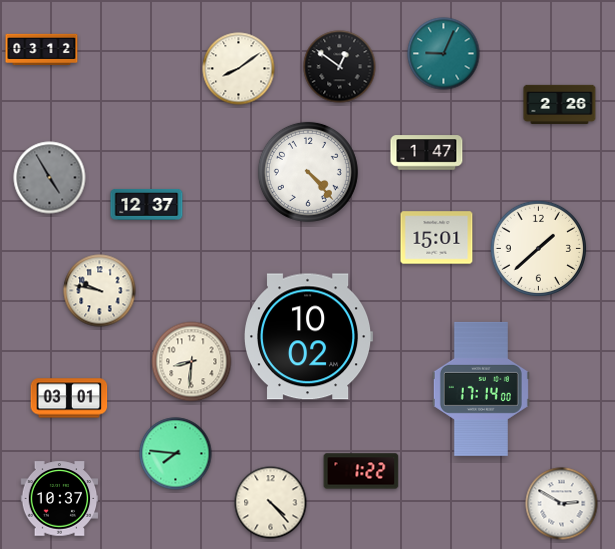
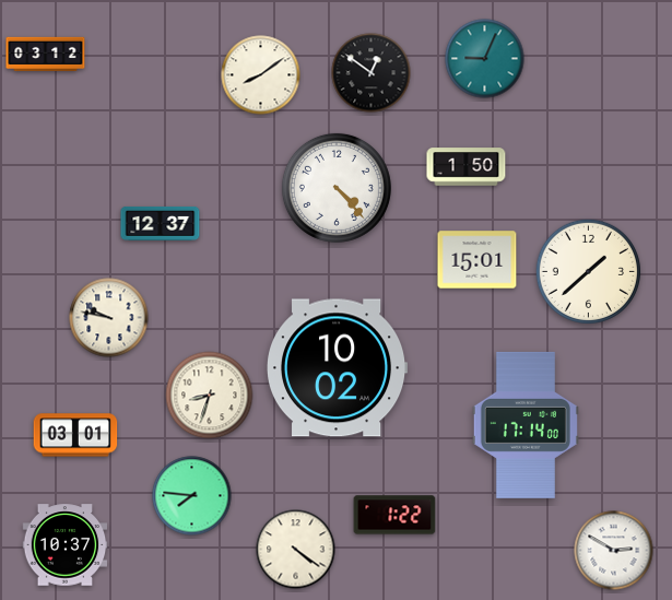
clock at (560, 104): 2:26 -> none
clock at (427, 153): 1:47 -> 1:50
clock at (50, 178): 4:55 -> none
clock at (192, 362): 8:31 -> 8:33
clock at (271, 503): 4:23 -> 4:21
